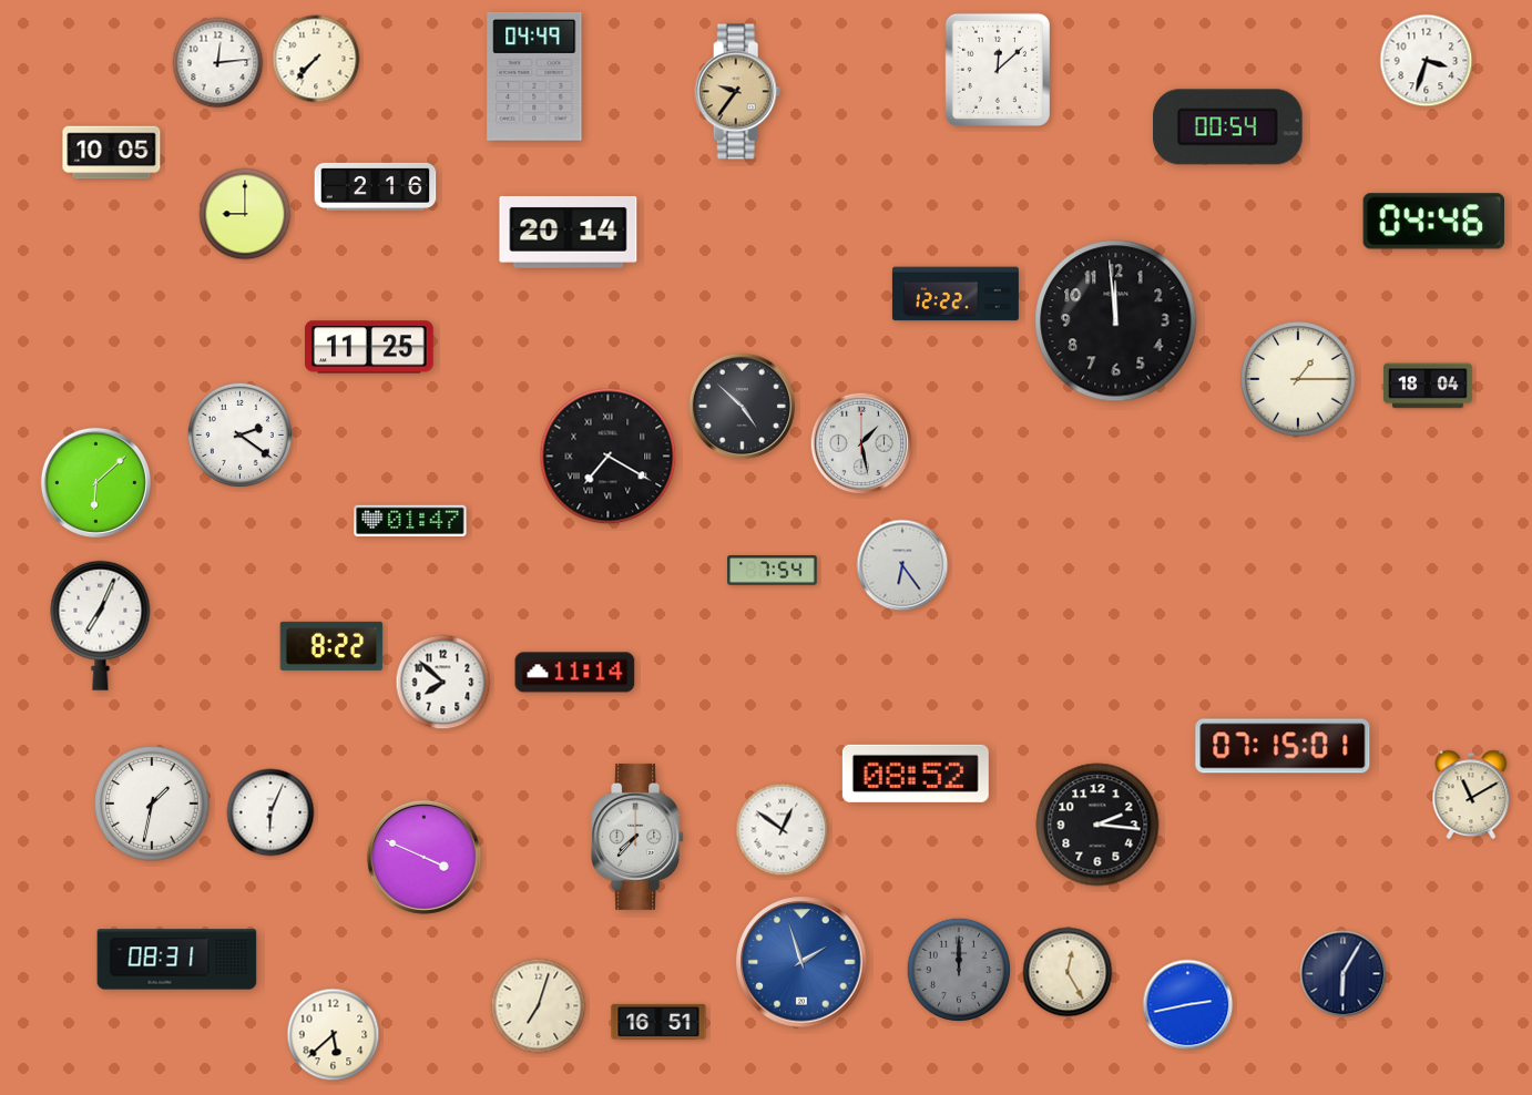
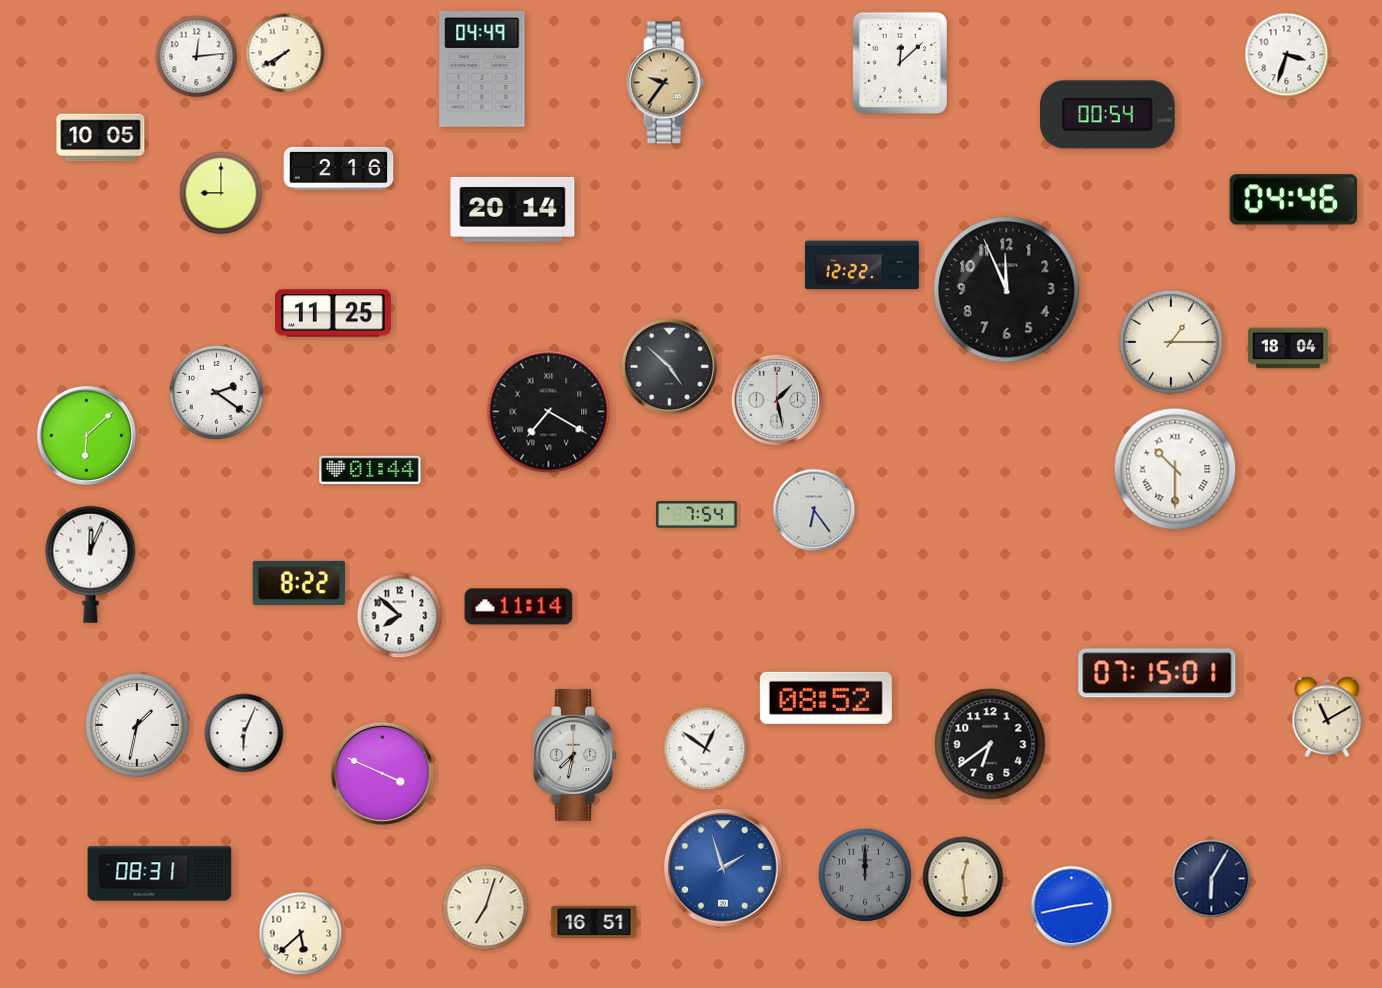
clock at (316, 59): 7:37 -> 7:40
clock at (1116, 321): 11:59 -> 11:56
clock at (410, 520): 01:47 -> 01:44
clock at (1175, 469): none -> 10:30
clock at (101, 625): 7:04 -> 12:04
clock at (1097, 825): 2:16 -> 6:39
clock at (639, 837): 7:37 -> 7:32
clock at (177, 960) position: (177, 960) -> (160, 874)
clock at (1068, 972): 12:25 -> 12:29
